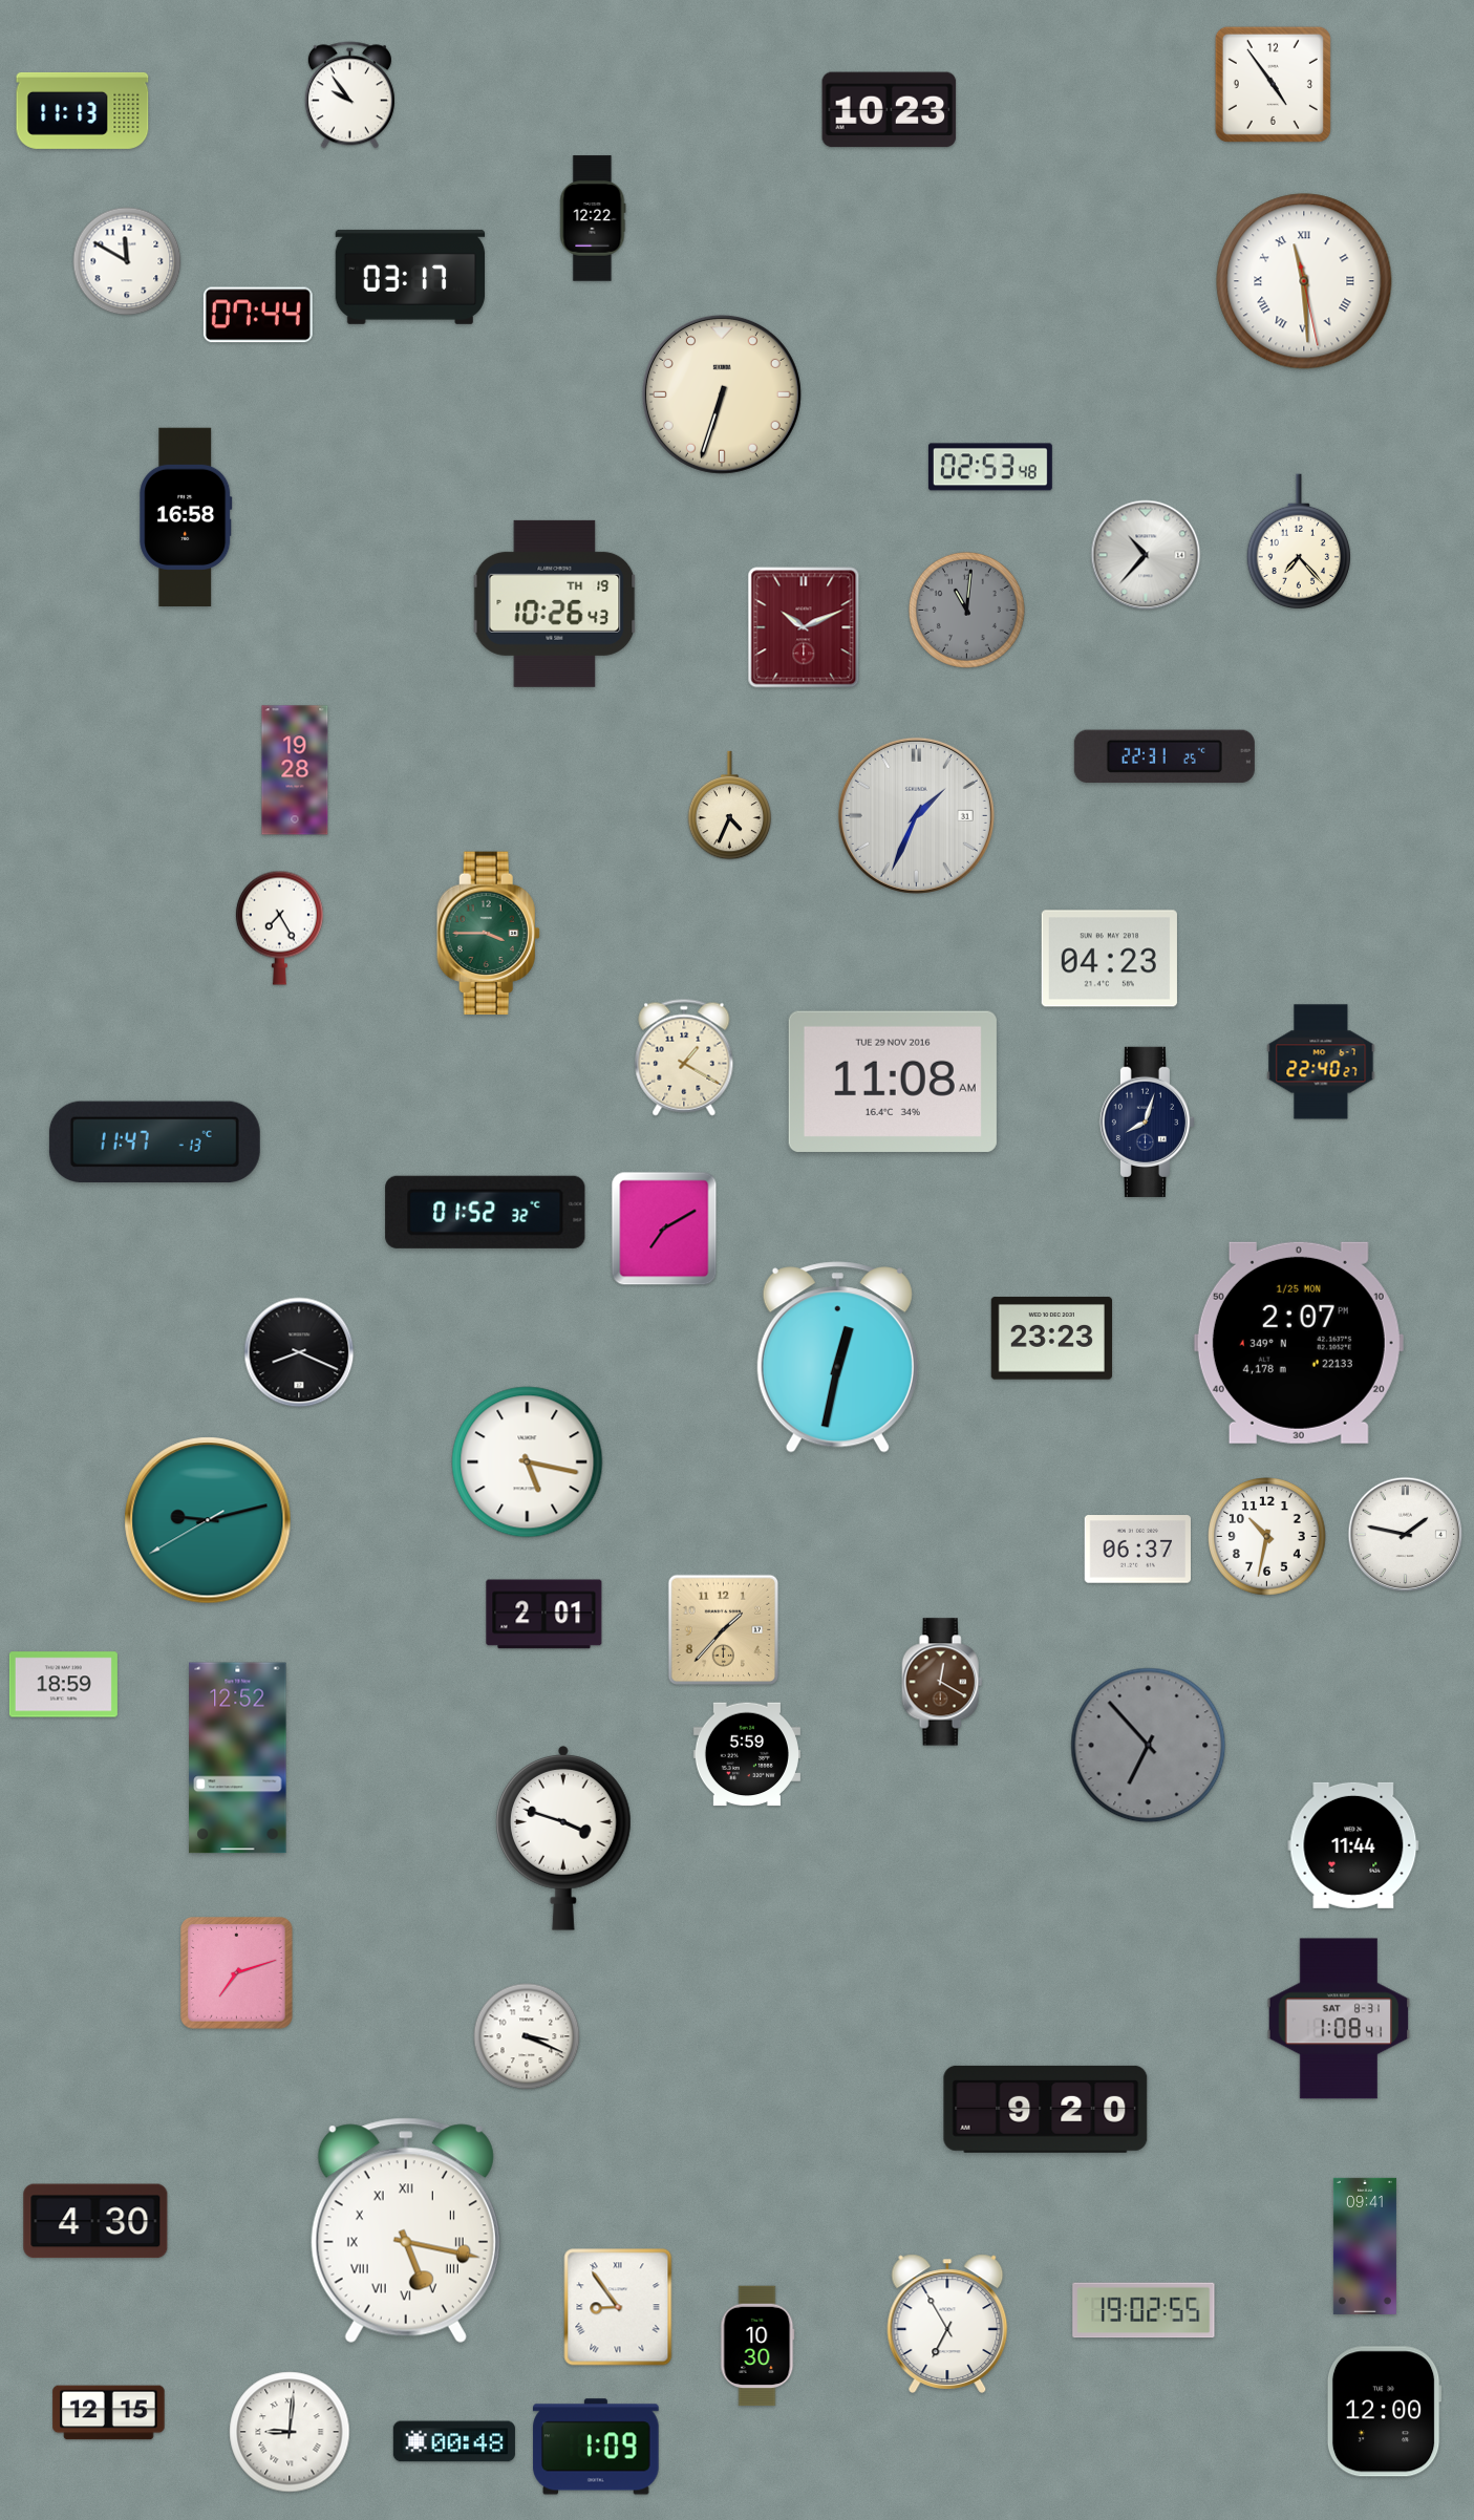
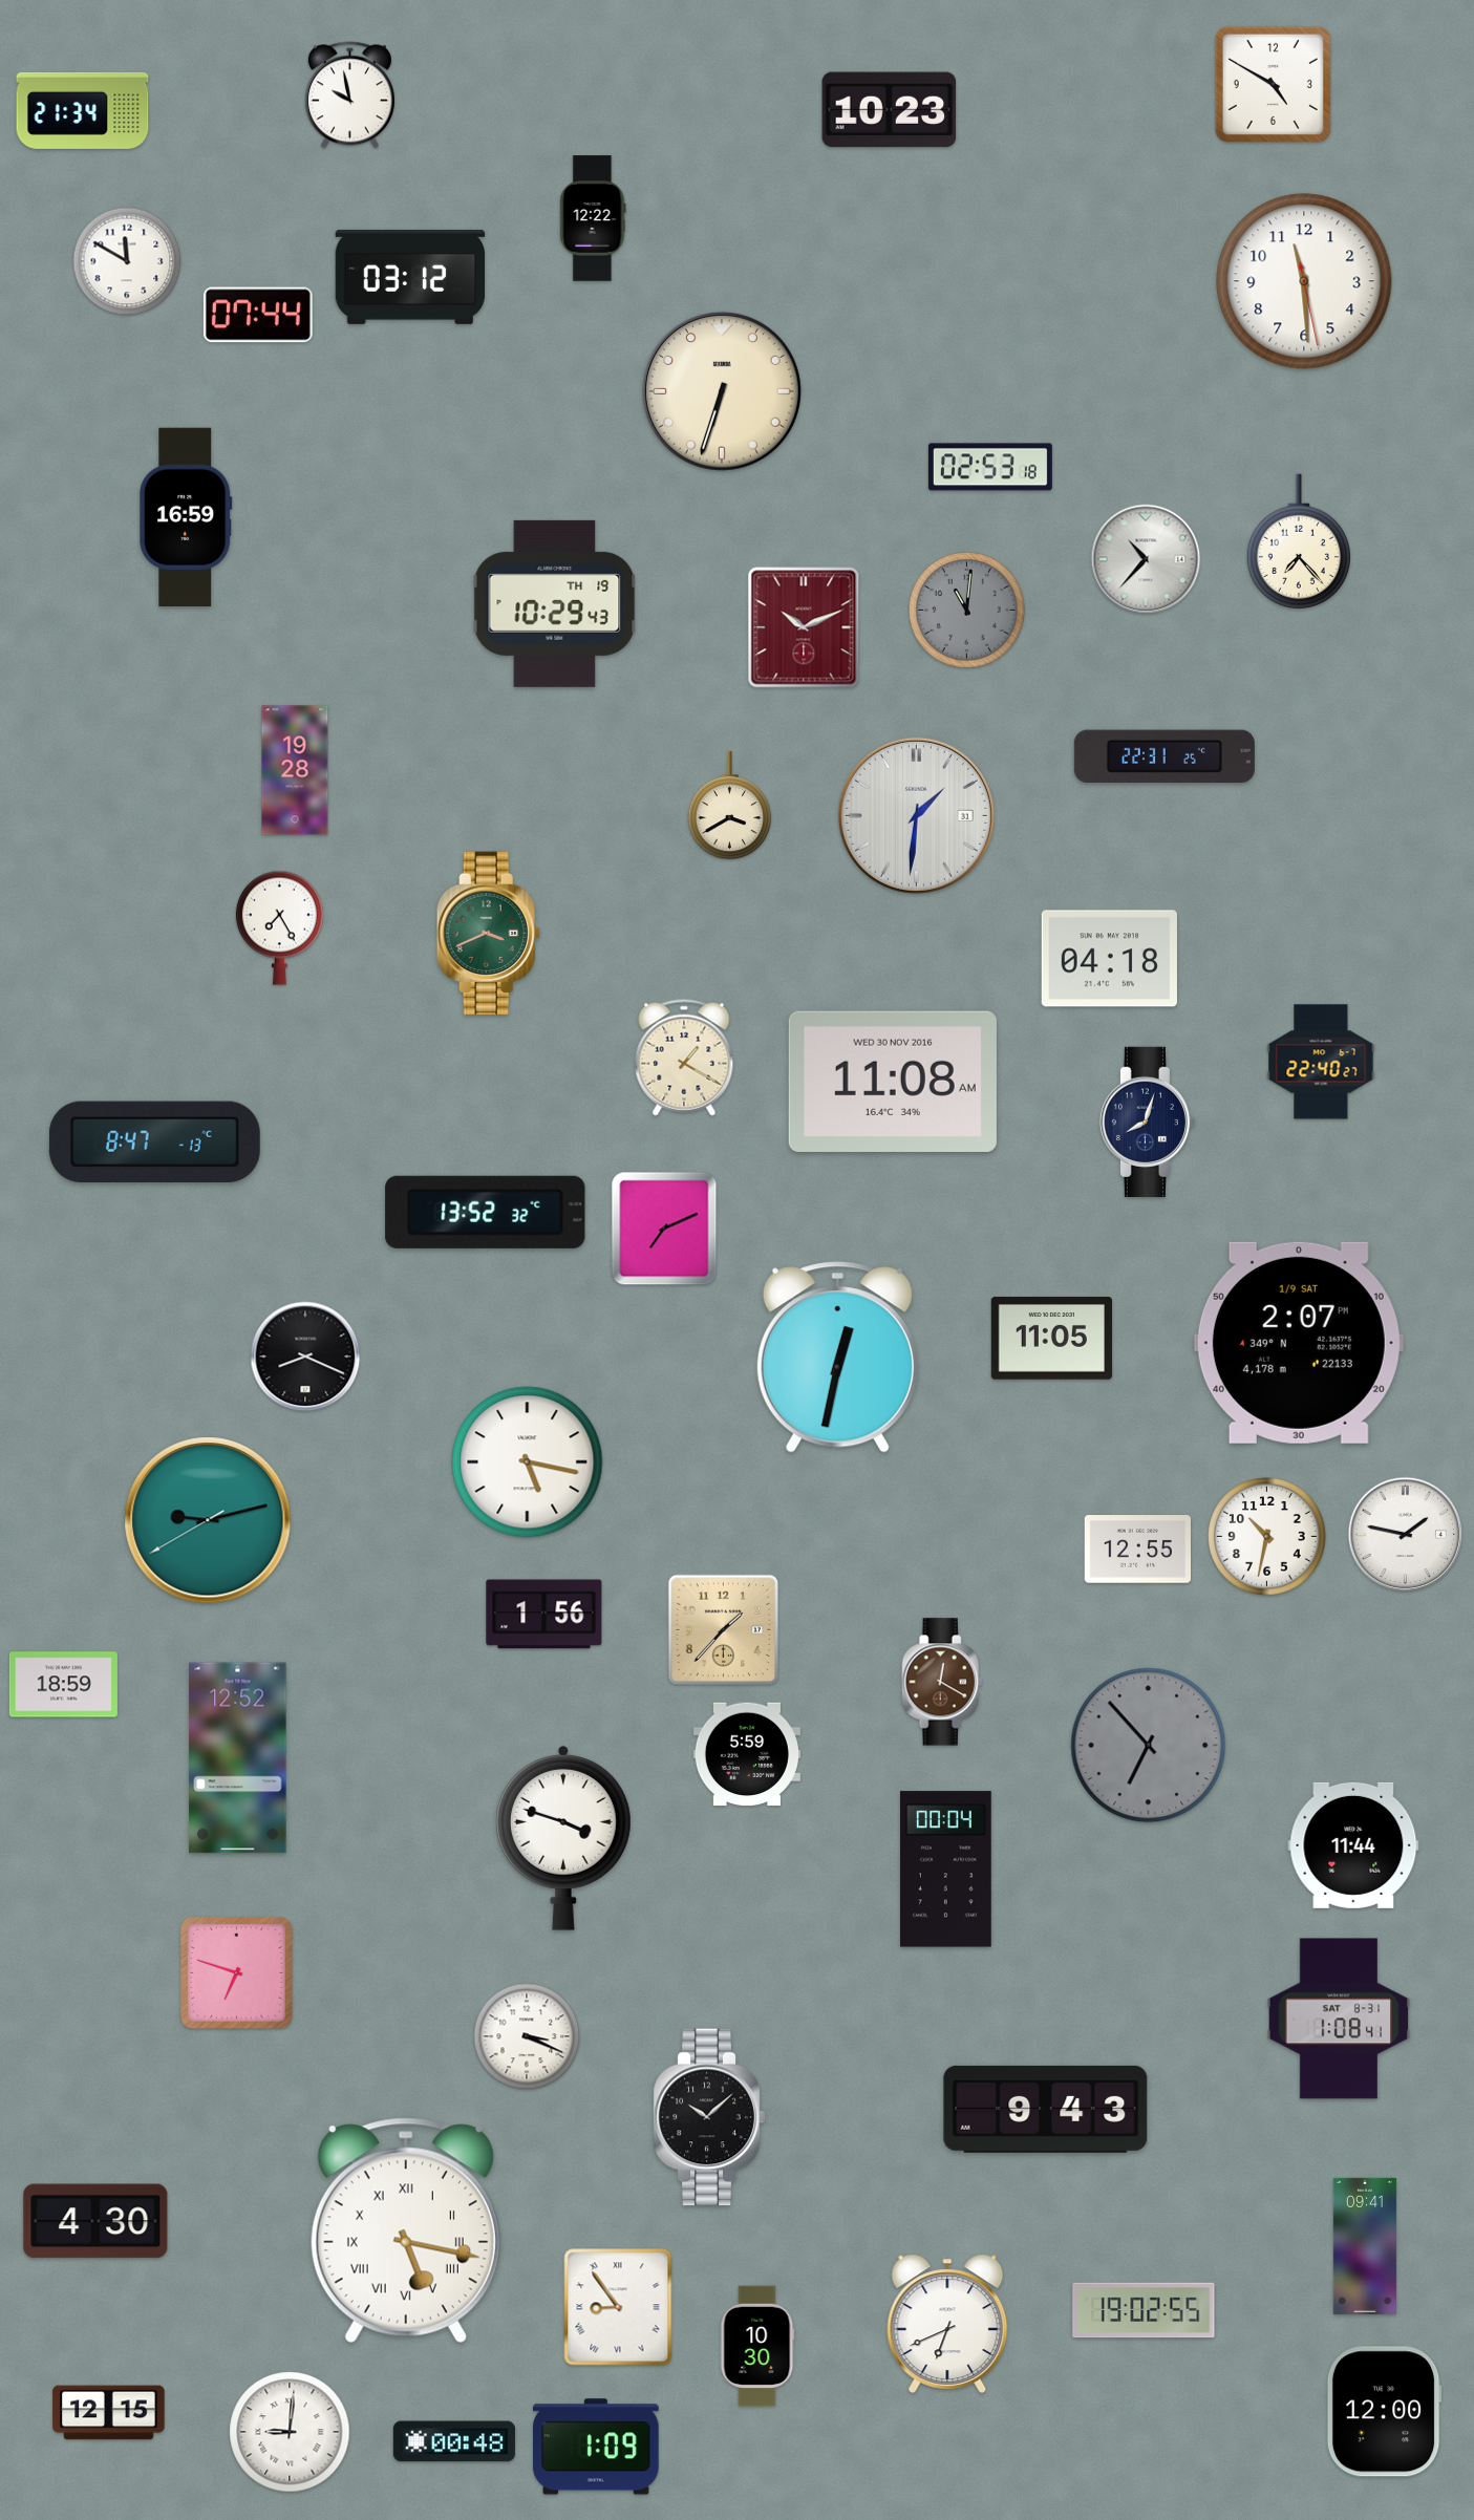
clock at (1273, 84): 4:54 -> 4:50
clock at (349, 95): 9:54 -> 9:58
clock at (83, 110): 11:13 -> 21:34
clock at (410, 277): 03:17 -> 03:12
clock at (1304, 281) numerals: Roman -> Arabic
clock at (722, 394) position: (722, 394) -> (722, 391)
clock at (990, 467): 02:53:48 -> 02:53:18
clock at (186, 516): 16:58 -> 16:59
clock at (1146, 555) position: (1146, 555) -> (1146, 559)
clock at (555, 603): 10:26 -> 10:29
clock at (730, 806): 4:34 -> 3:40
clock at (916, 815): 1:34 -> 1:31
clock at (488, 934): 3:45 -> 3:41
clock at (1109, 959): 04:23 -> 04:18
clock at (893, 1082) date: TUE 29 NOV 2016 -> WED 30 NOV 2016
clock at (154, 1142): 11:47 -> 8:47
clock at (486, 1212): 01:52 -> 13:52
clock at (664, 1229): 7:10 -> 7:11
clock at (1051, 1339): 23:23 -> 11:05
clock at (1299, 1343) date: 1/25 MON -> 1/9 SAT
clock at (299, 1352) position: (299, 1352) -> (305, 1357)
clock at (1138, 1550): 06:37 -> 12:55
clock at (544, 1615): 2:01 -> 1:56
clock at (946, 1870): none -> 00:04
clock at (237, 1973): 7:12 -> 6:48
clock at (1046, 2109): 9:20 -> 9:43
clock at (709, 2117): none -> 10:08
clock at (947, 2324): 6:55 -> 6:41
